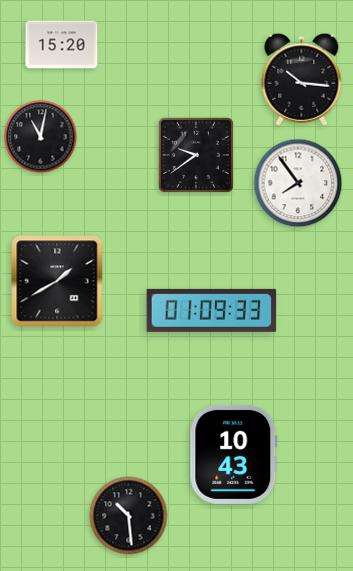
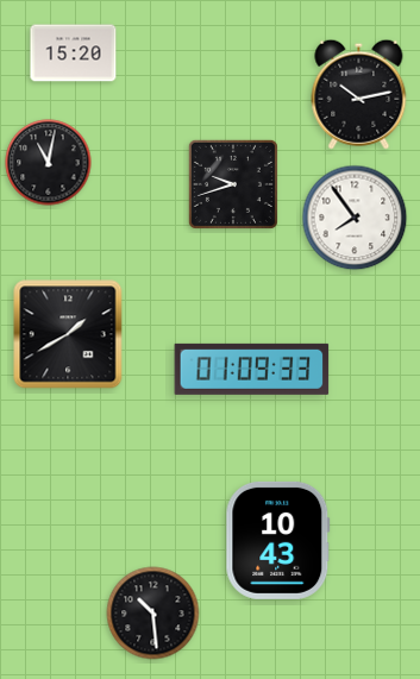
clock at (302, 79): 10:16 -> 10:13
clock at (196, 155): 9:39 -> 9:42
